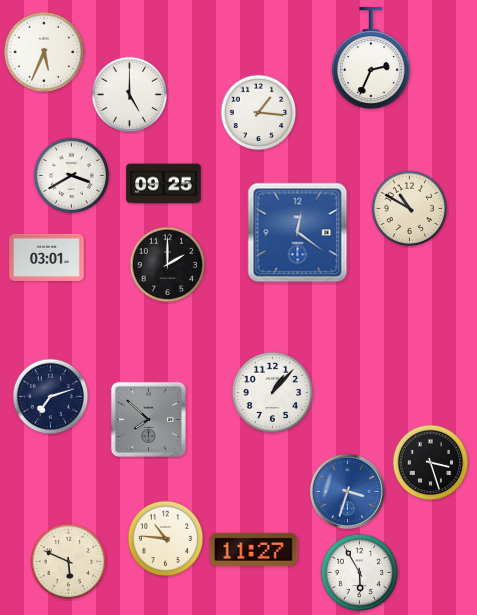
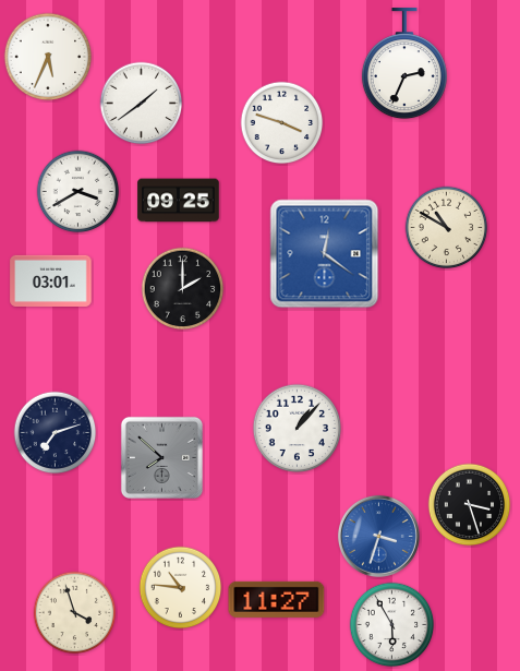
clock at (130, 95): 5:00 -> 1:39
clock at (259, 113): 1:16 -> 3:48
clock at (69, 562): 5:49 -> 3:57
